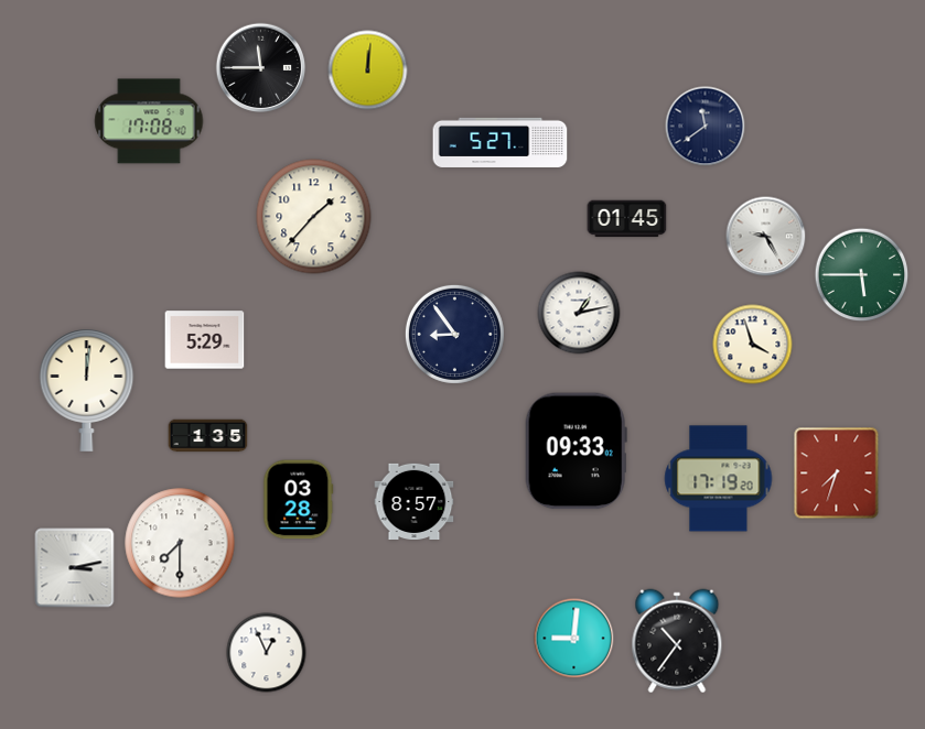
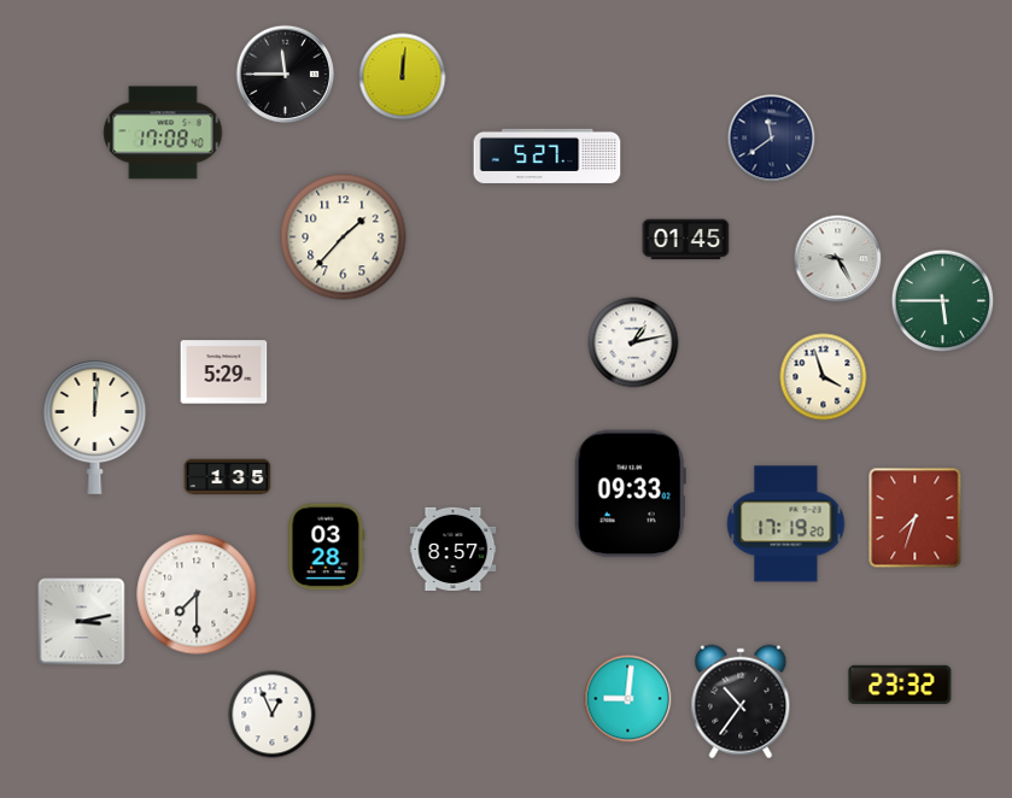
clock at (454, 334): 8:54 -> none
clock at (900, 685): none -> 23:32
clock at (267, 653) position: (267, 653) -> (273, 715)
